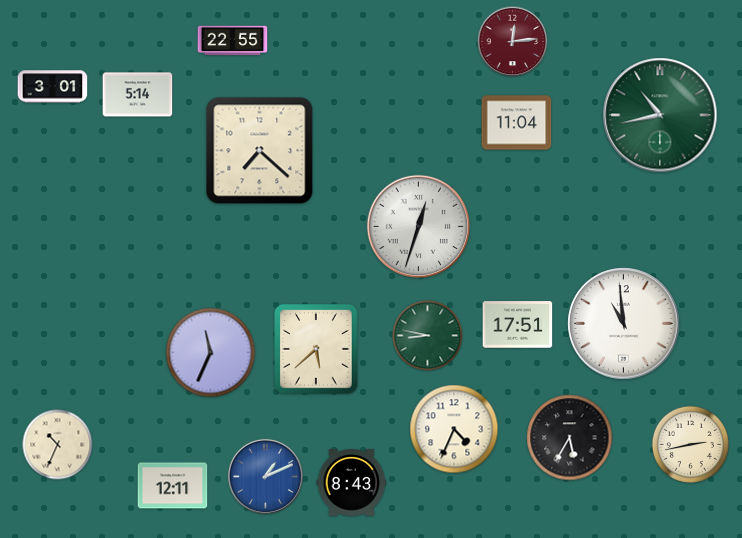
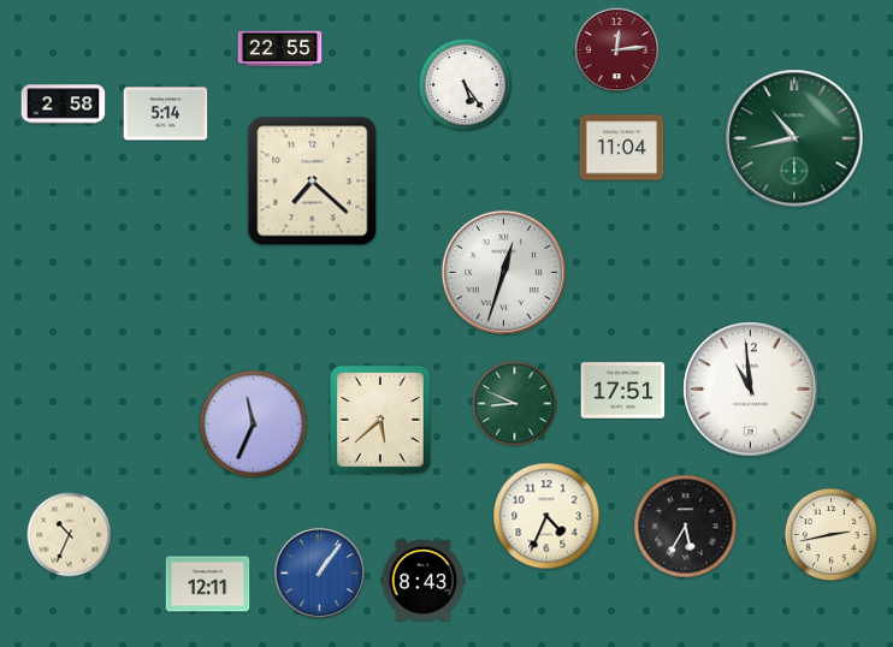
clock at (466, 85): none -> 5:24
clock at (53, 87): 3:01 -> 2:58
clock at (428, 336): 8:47 -> 8:49
clock at (265, 476): 1:11 -> 1:06
